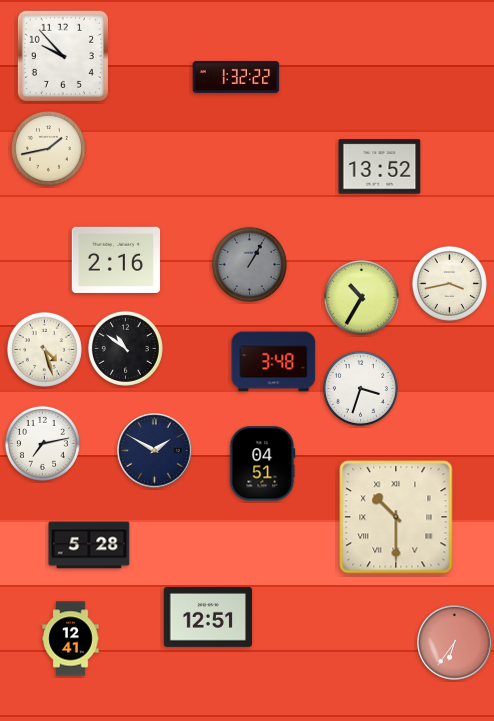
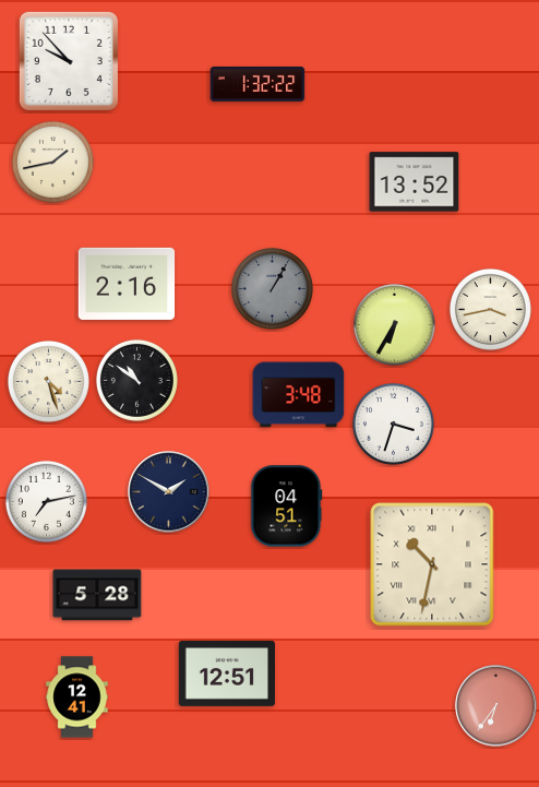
clock at (361, 297): 10:35 -> 6:35
clock at (42, 443) position: (42, 443) -> (46, 501)
clock at (396, 517): 10:30 -> 10:32
clock at (455, 643) position: (455, 643) -> (496, 706)
